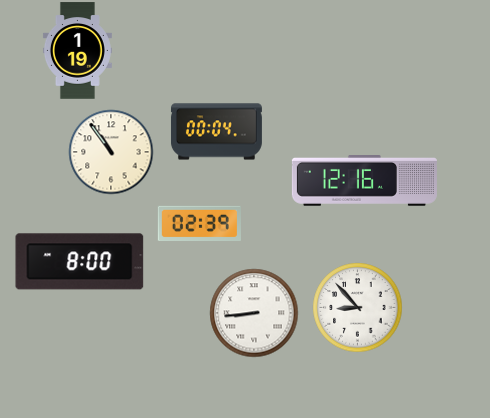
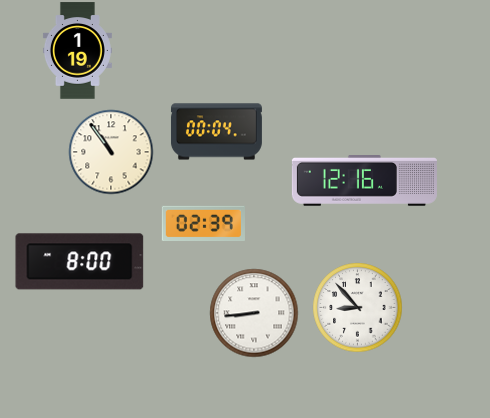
clock at (199, 224) position: (199, 224) -> (203, 224)
